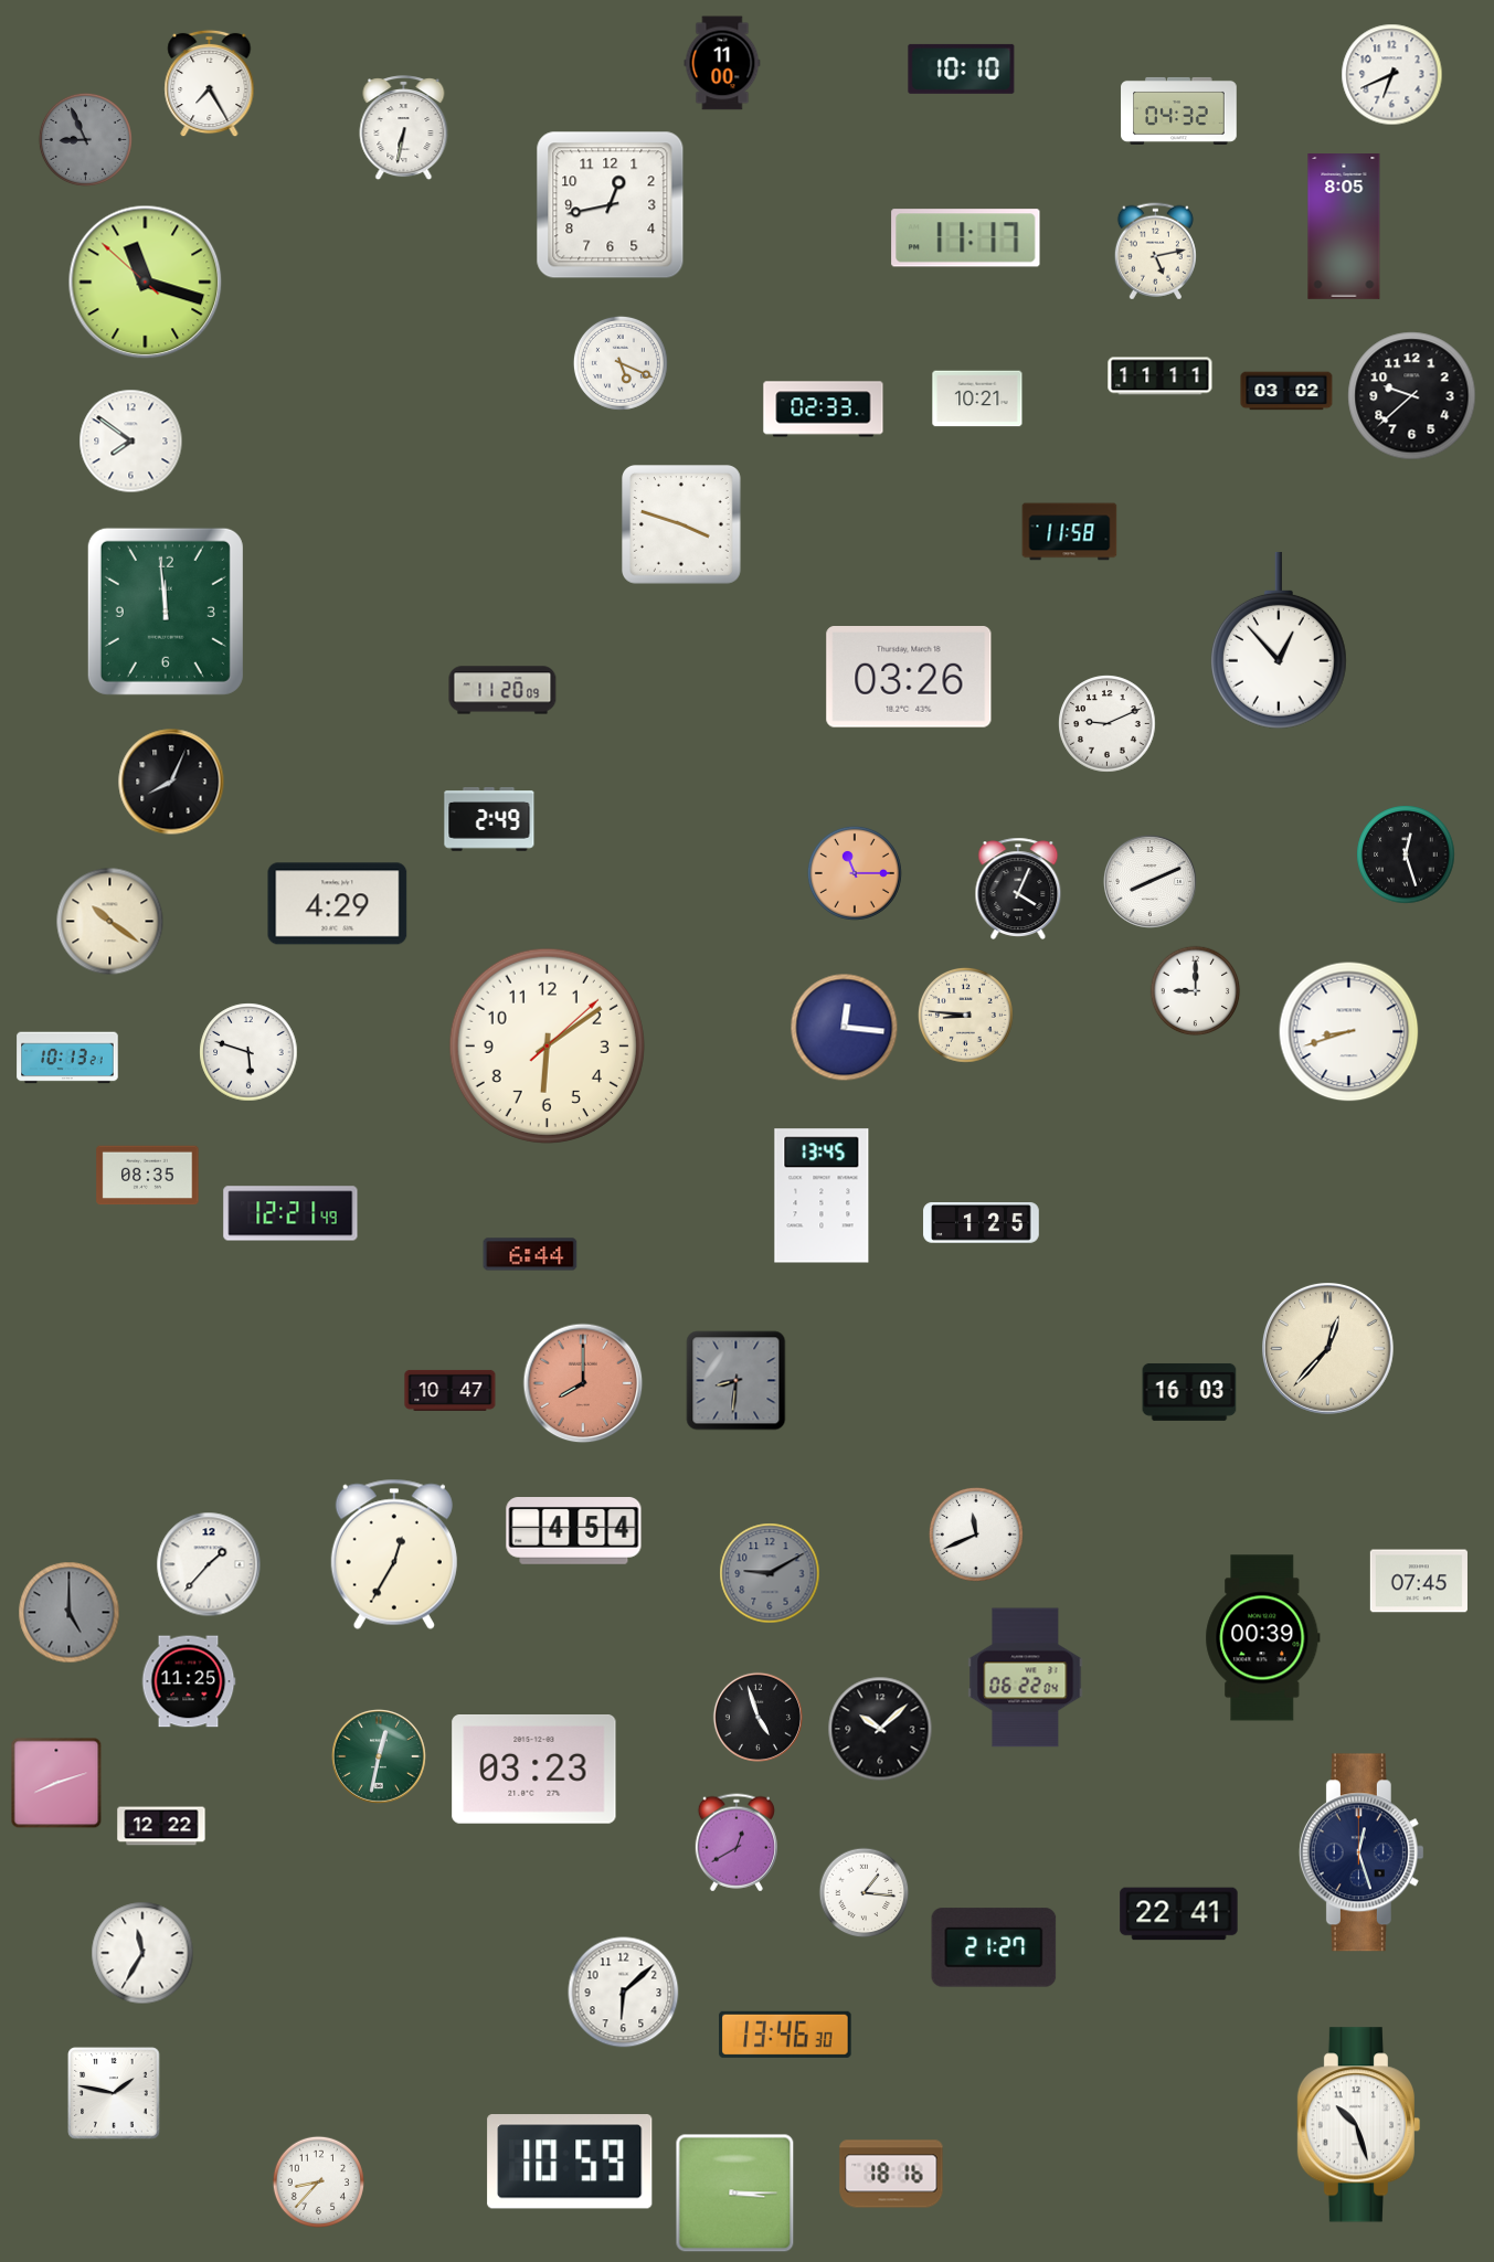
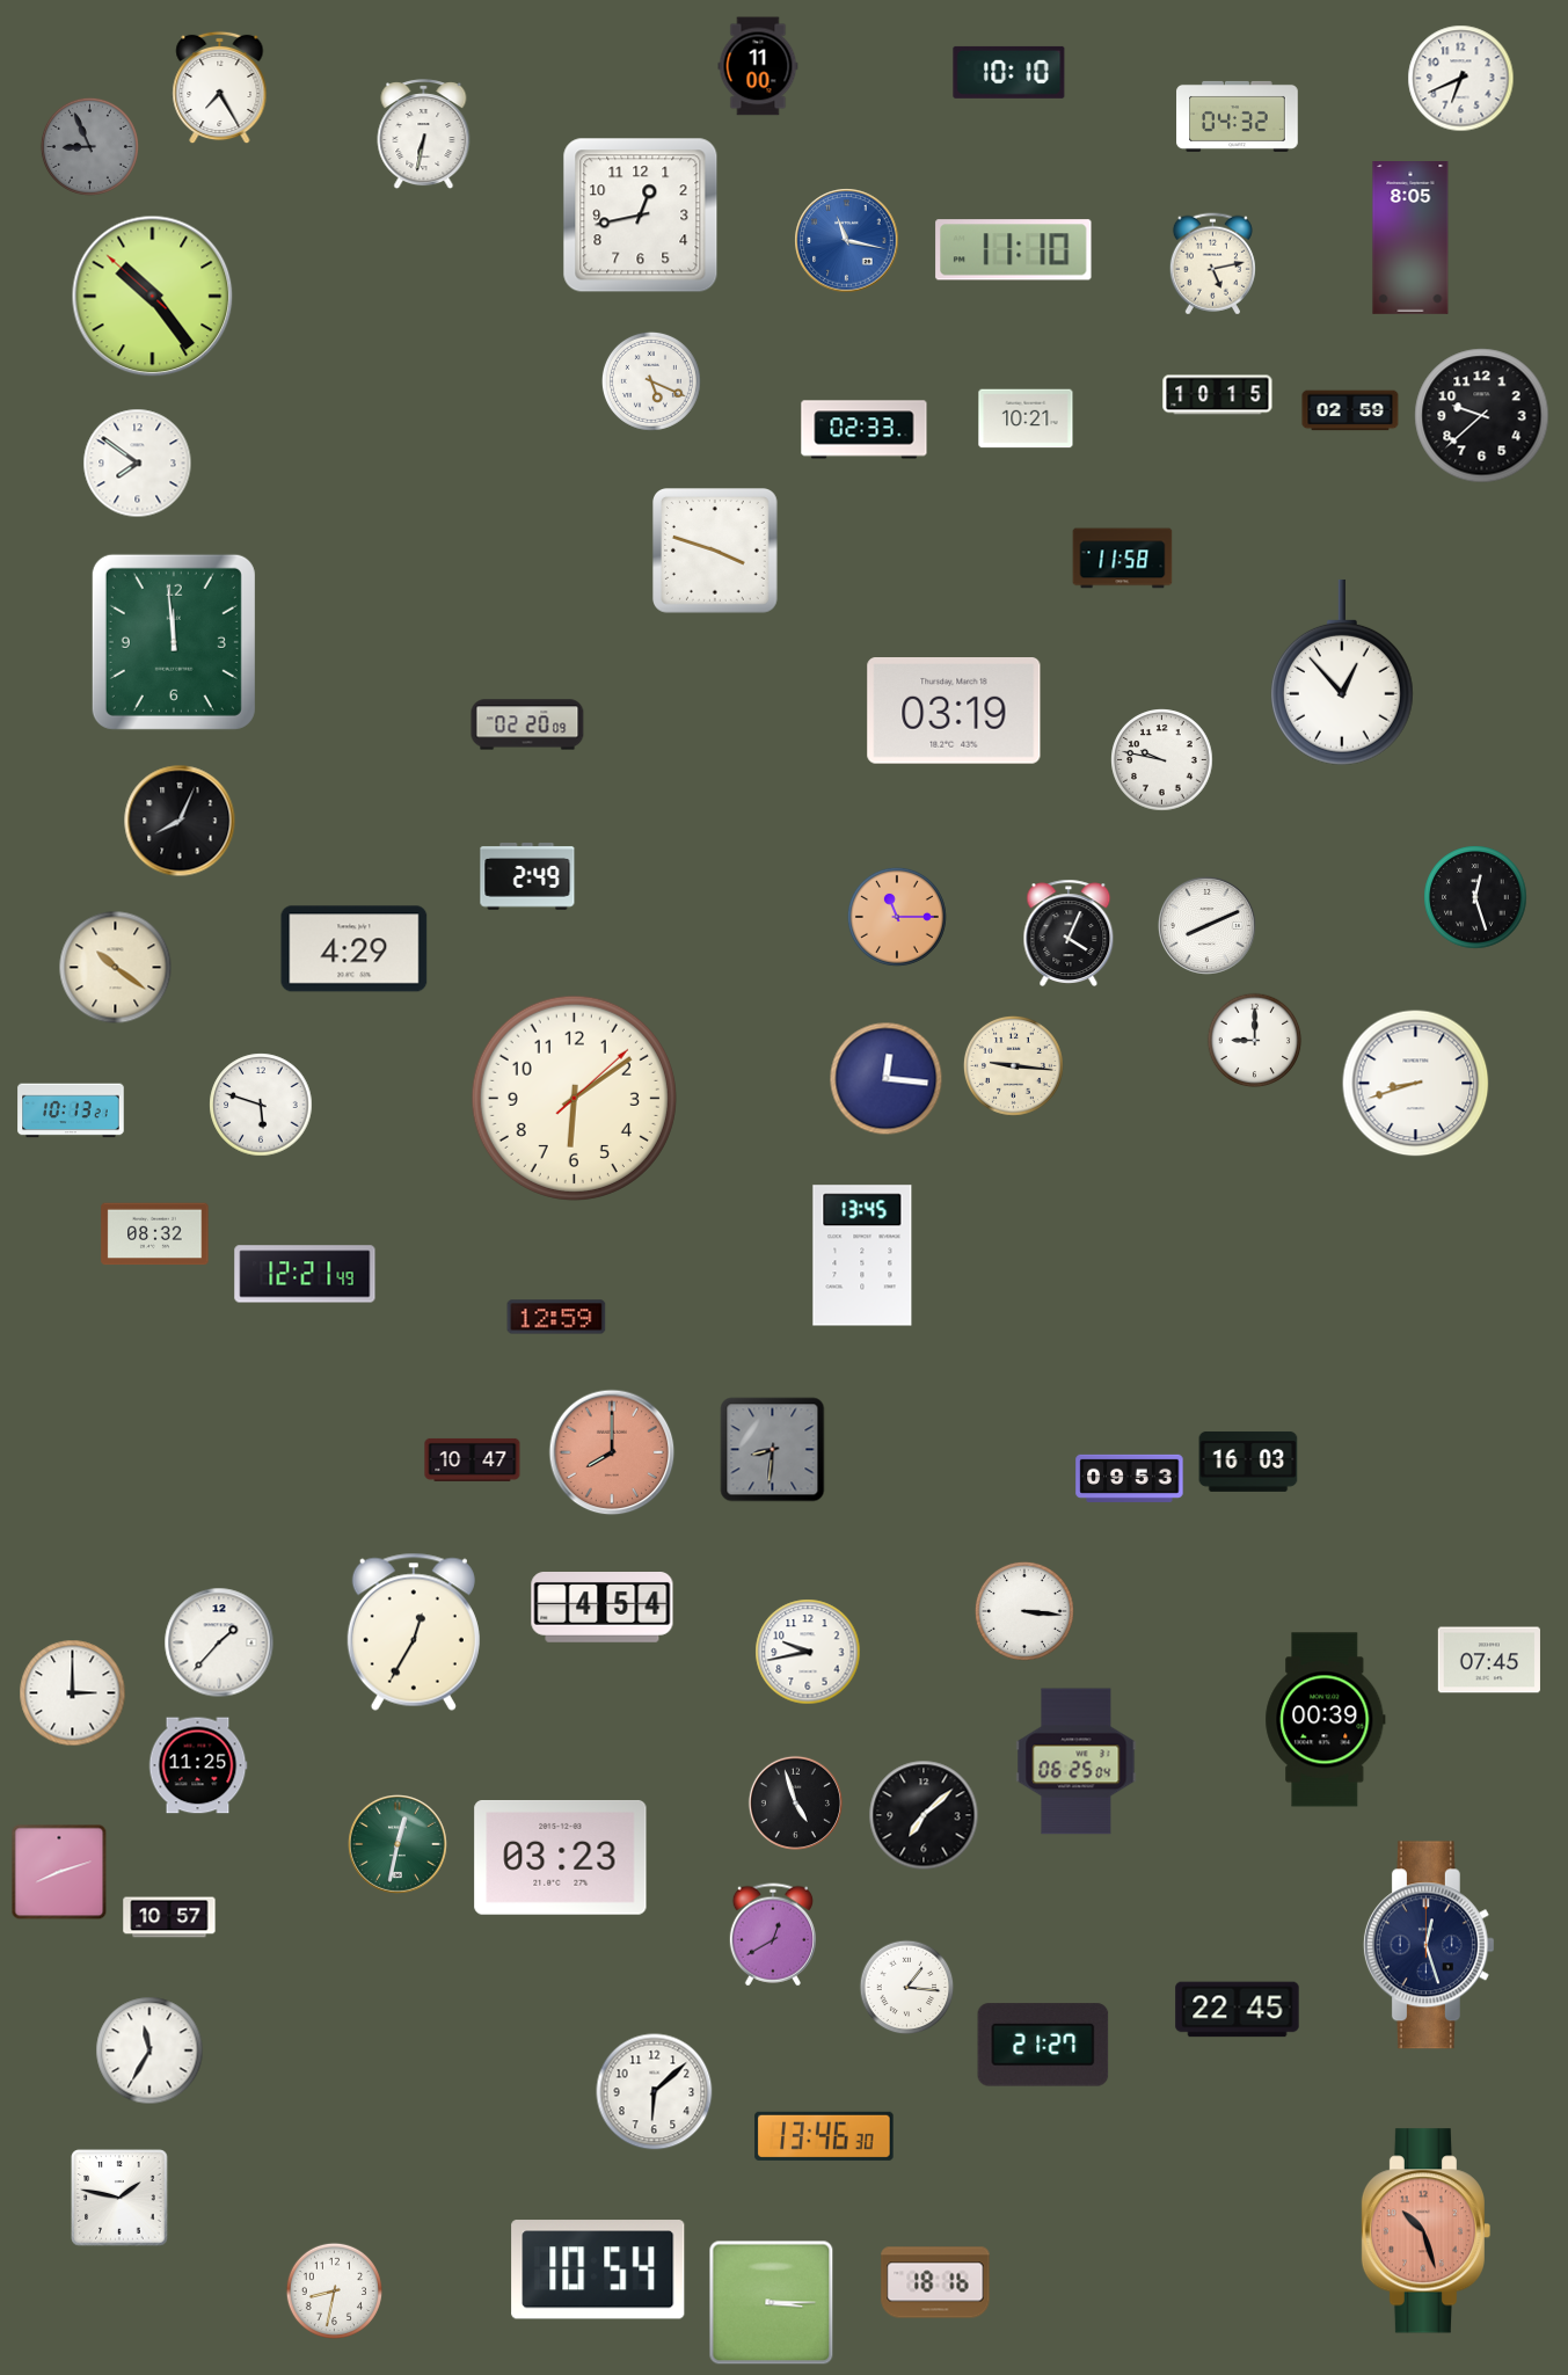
clock at (847, 241): none -> 11:17
clock at (966, 238): 11:17 -> 11:10
clock at (146, 283): 11:17 -> 10:23
clock at (1161, 376): 11:11 -> 10:15
clock at (1286, 391): 03:02 -> 02:59
clock at (909, 678): 03:26 -> 03:19
clock at (502, 690): 11:20 -> 02:20
clock at (1108, 724): 9:11 -> 9:47
clock at (489, 820) position: (489, 820) -> (527, 877)
clock at (965, 1015): 8:46 -> 9:16
clock at (148, 1176): 08:35 -> 08:32
clock at (982, 1223): 1:25 -> none
clock at (530, 1254): 6:44 -> 12:59
clock at (1328, 1349): 12:37 -> none
clock at (1130, 1478): none -> 09:53
clock at (976, 1534): 11:41 -> 3:16
clock at (770, 1573): 9:10 -> 9:43
clock at (770, 1573) dial: grey -> white
clock at (70, 1613): 5:00 -> 3:00
clock at (70, 1613) dial: grey -> white
clock at (1026, 1678): 06:22 -> 06:25
clock at (880, 1729): 10:08 -> 7:08
clock at (161, 1826): 12:22 -> 10:57
clock at (1179, 1914): 22:41 -> 22:45
clock at (1359, 2125) dial: white -> salmon
clock at (570, 2162): 10:59 -> 10:54
clock at (318, 2181): 8:37 -> 8:32
